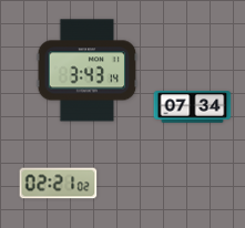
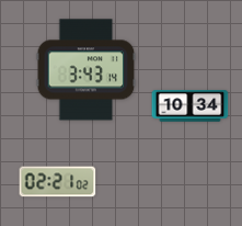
clock at (193, 107): 07:34 -> 10:34
